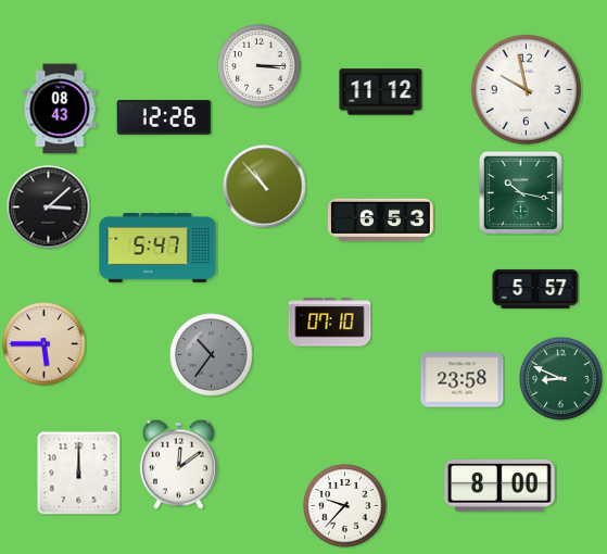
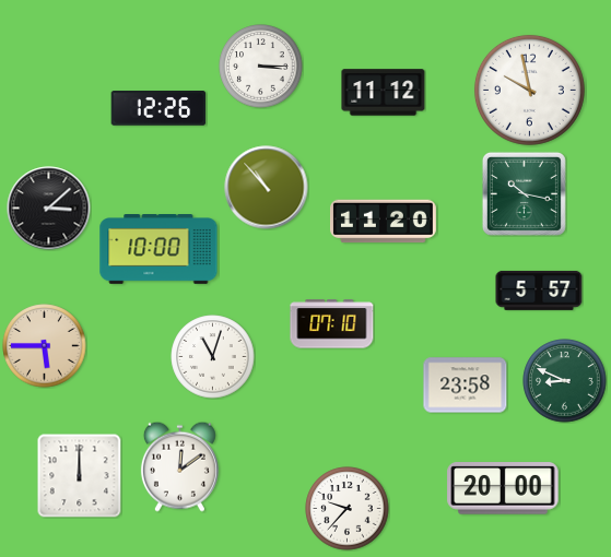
clock at (60, 109): 08:43 -> none
clock at (164, 118) position: (164, 118) -> (158, 109)
clock at (381, 221): 6:53 -> 11:20
clock at (157, 249): 5:47 -> 10:00
clock at (212, 355): 10:36 -> 11:03
clock at (212, 355) dial: grey -> white
clock at (463, 380) position: (463, 380) -> (466, 386)
clock at (499, 486): 8:00 -> 20:00
